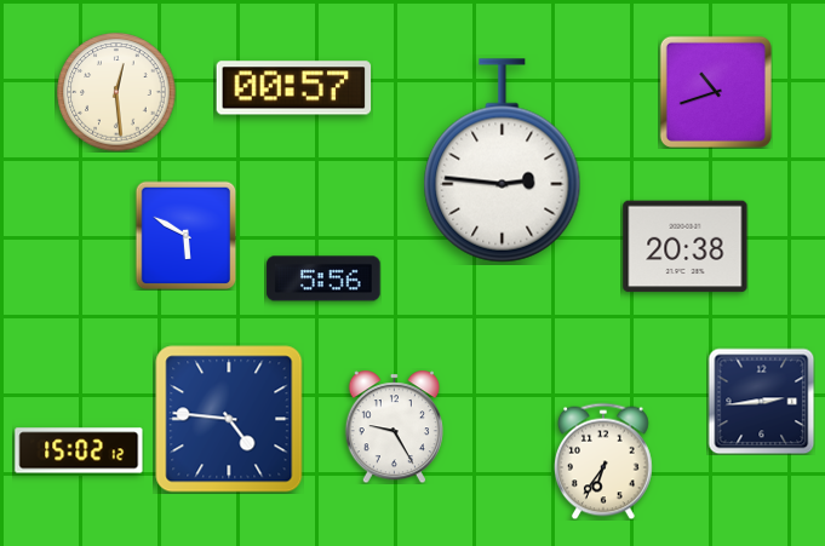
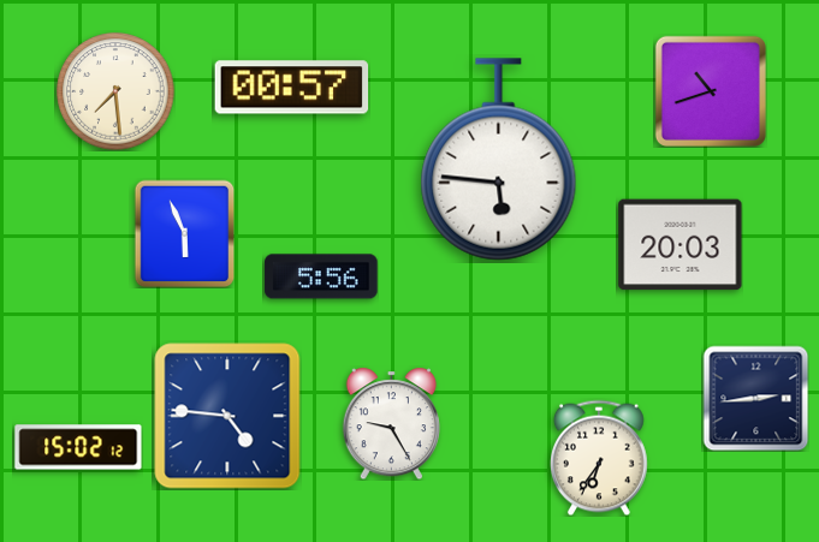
clock at (116, 92): 12:29 -> 7:29
clock at (503, 161): 2:46 -> 5:46
clock at (187, 235): 5:50 -> 5:56
clock at (686, 247): 20:38 -> 20:03
